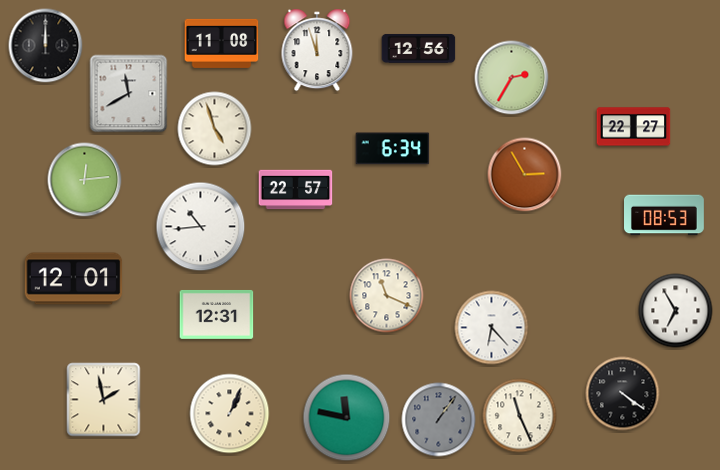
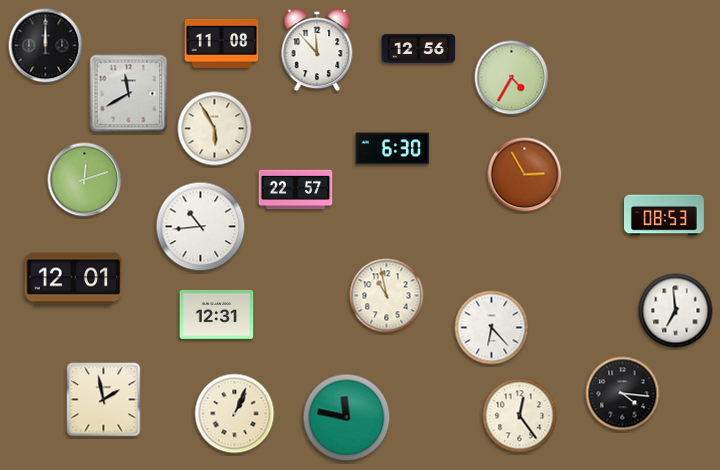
clock at (317, 50): 11:57 -> 11:53
clock at (512, 78): 2:35 -> 4:35
clock at (634, 127): 22:27 -> none
clock at (215, 129): 4:57 -> 5:55
clock at (393, 149): 6:34 -> 6:30
clock at (85, 180): 12:14 -> 12:12
clock at (387, 296): 11:19 -> 10:58
clock at (676, 311): 6:55 -> 6:59
clock at (623, 394): 4:21 -> 4:16
clock at (230, 414) position: (230, 414) -> (235, 414)
clock at (520, 416): 11:26 -> 12:24
clock at (439, 420): 1:06 -> none
